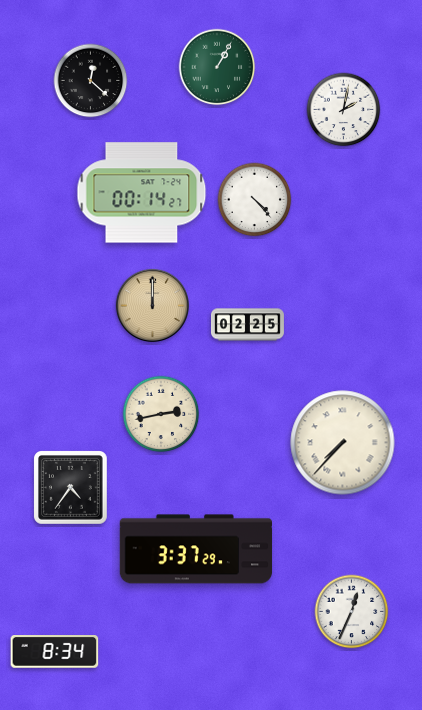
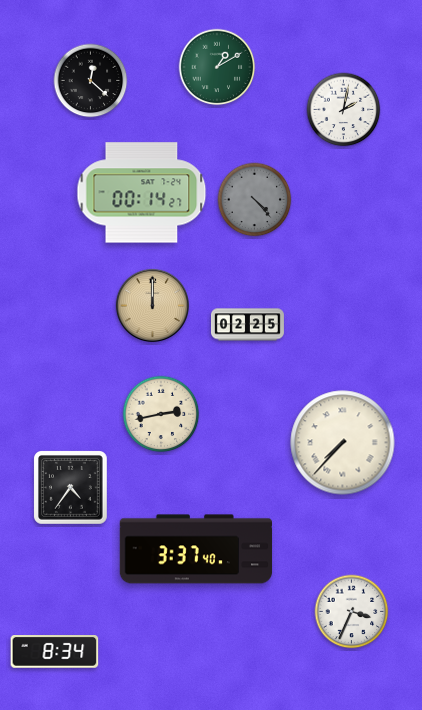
clock at (217, 67): 1:05 -> 1:10
clock at (255, 200) dial: white -> grey
clock at (196, 549): 3:37:29 -> 3:37:40
clock at (352, 612): 12:34 -> 3:34
